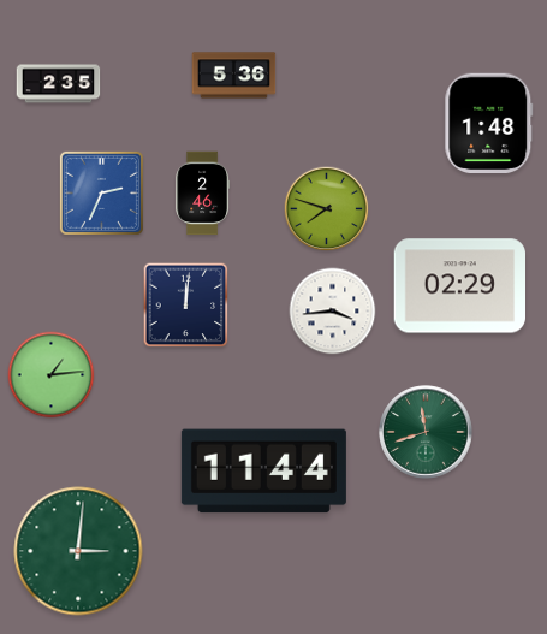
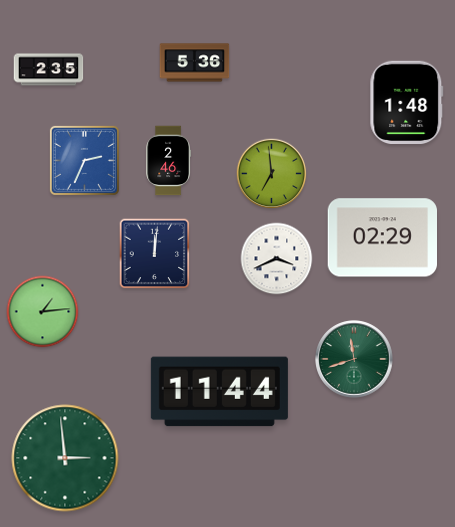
clock at (327, 209): 7:48 -> 6:59
clock at (333, 312): 3:44 -> 3:41
clock at (78, 551): 3:01 -> 2:59
